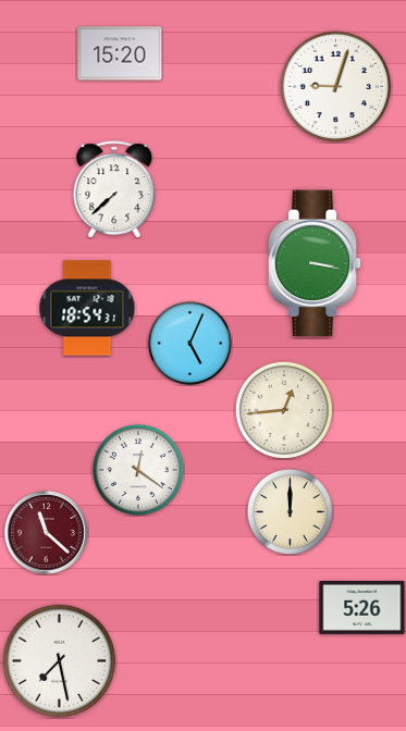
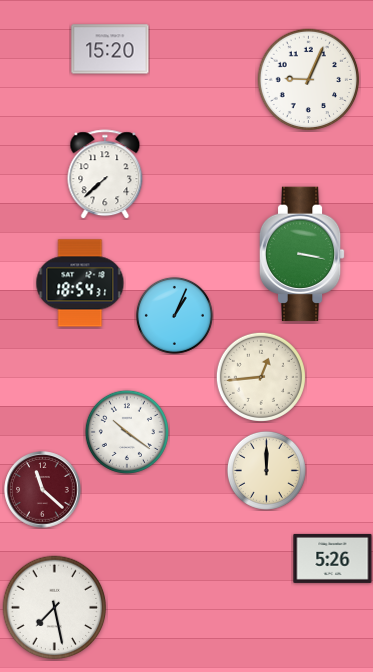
clock at (336, 87): 9:03 -> 9:04
clock at (315, 263) position: (315, 263) -> (302, 254)
clock at (189, 343): 5:04 -> 1:04
clock at (138, 470): 12:21 -> 10:21
